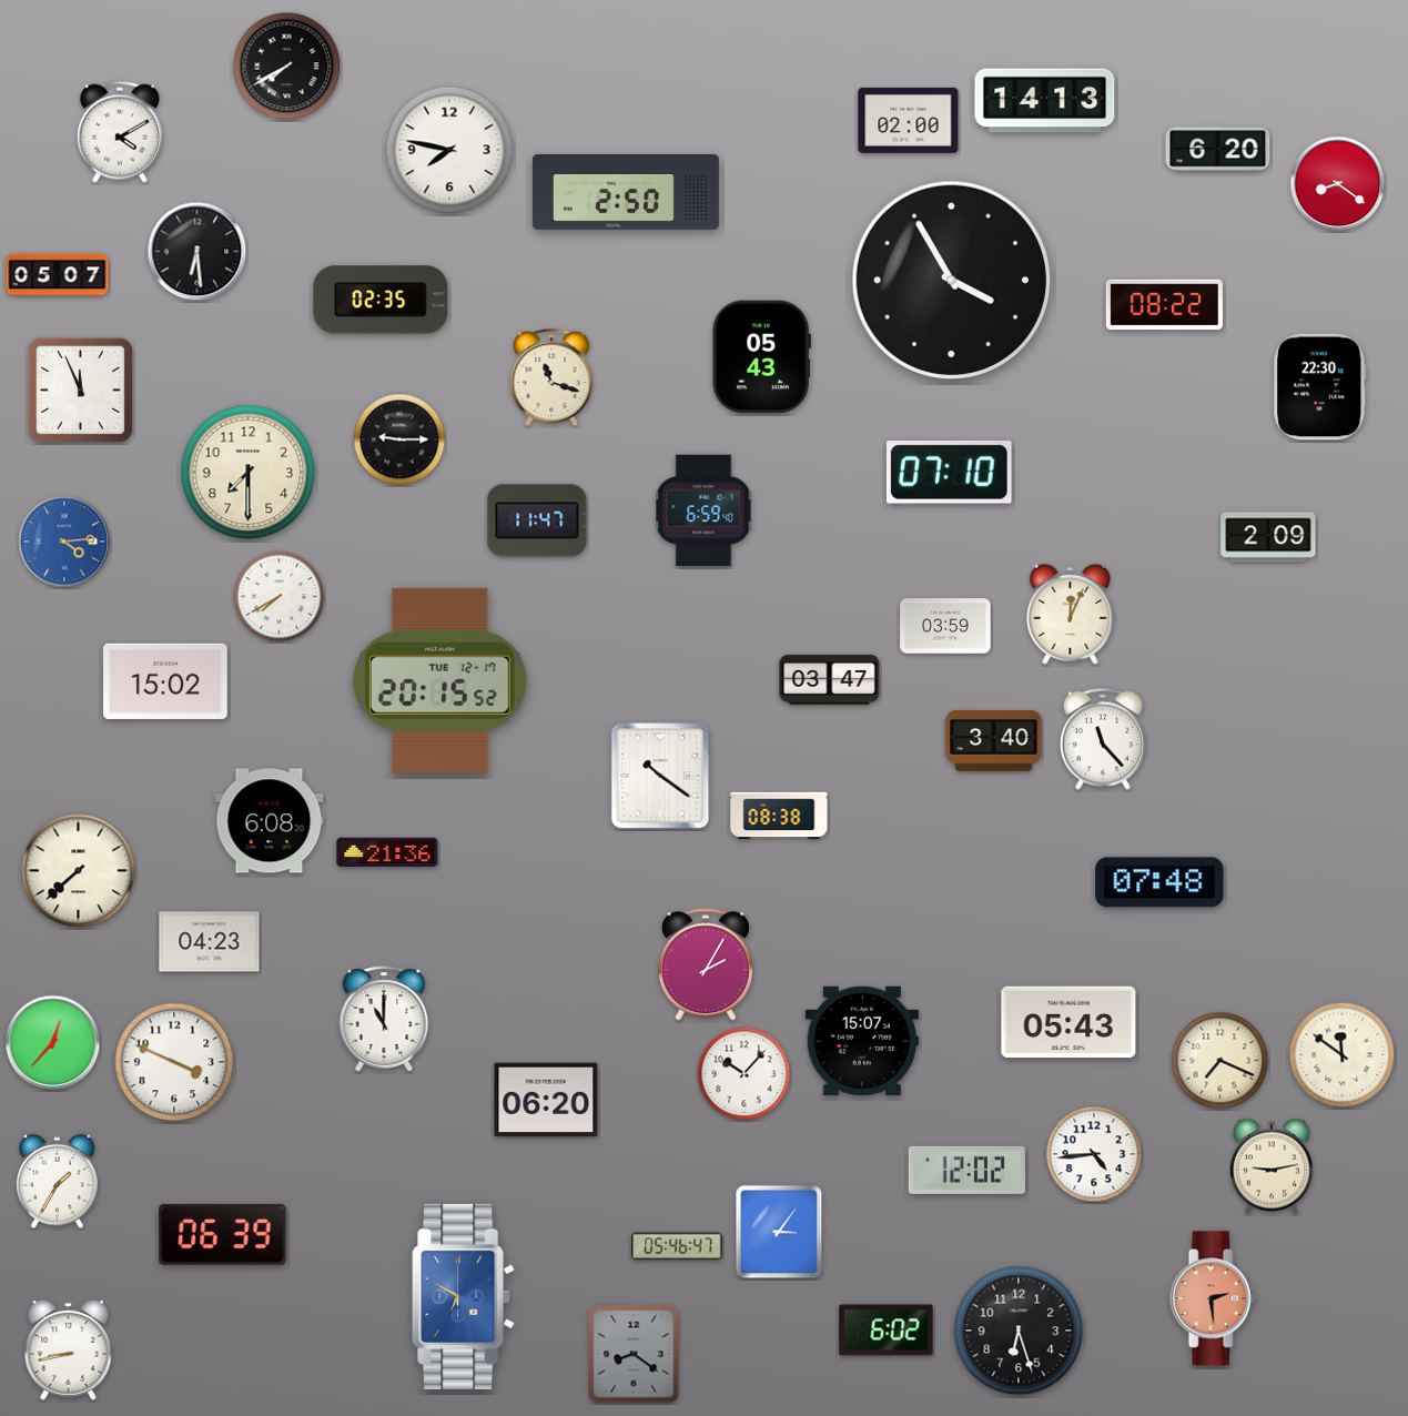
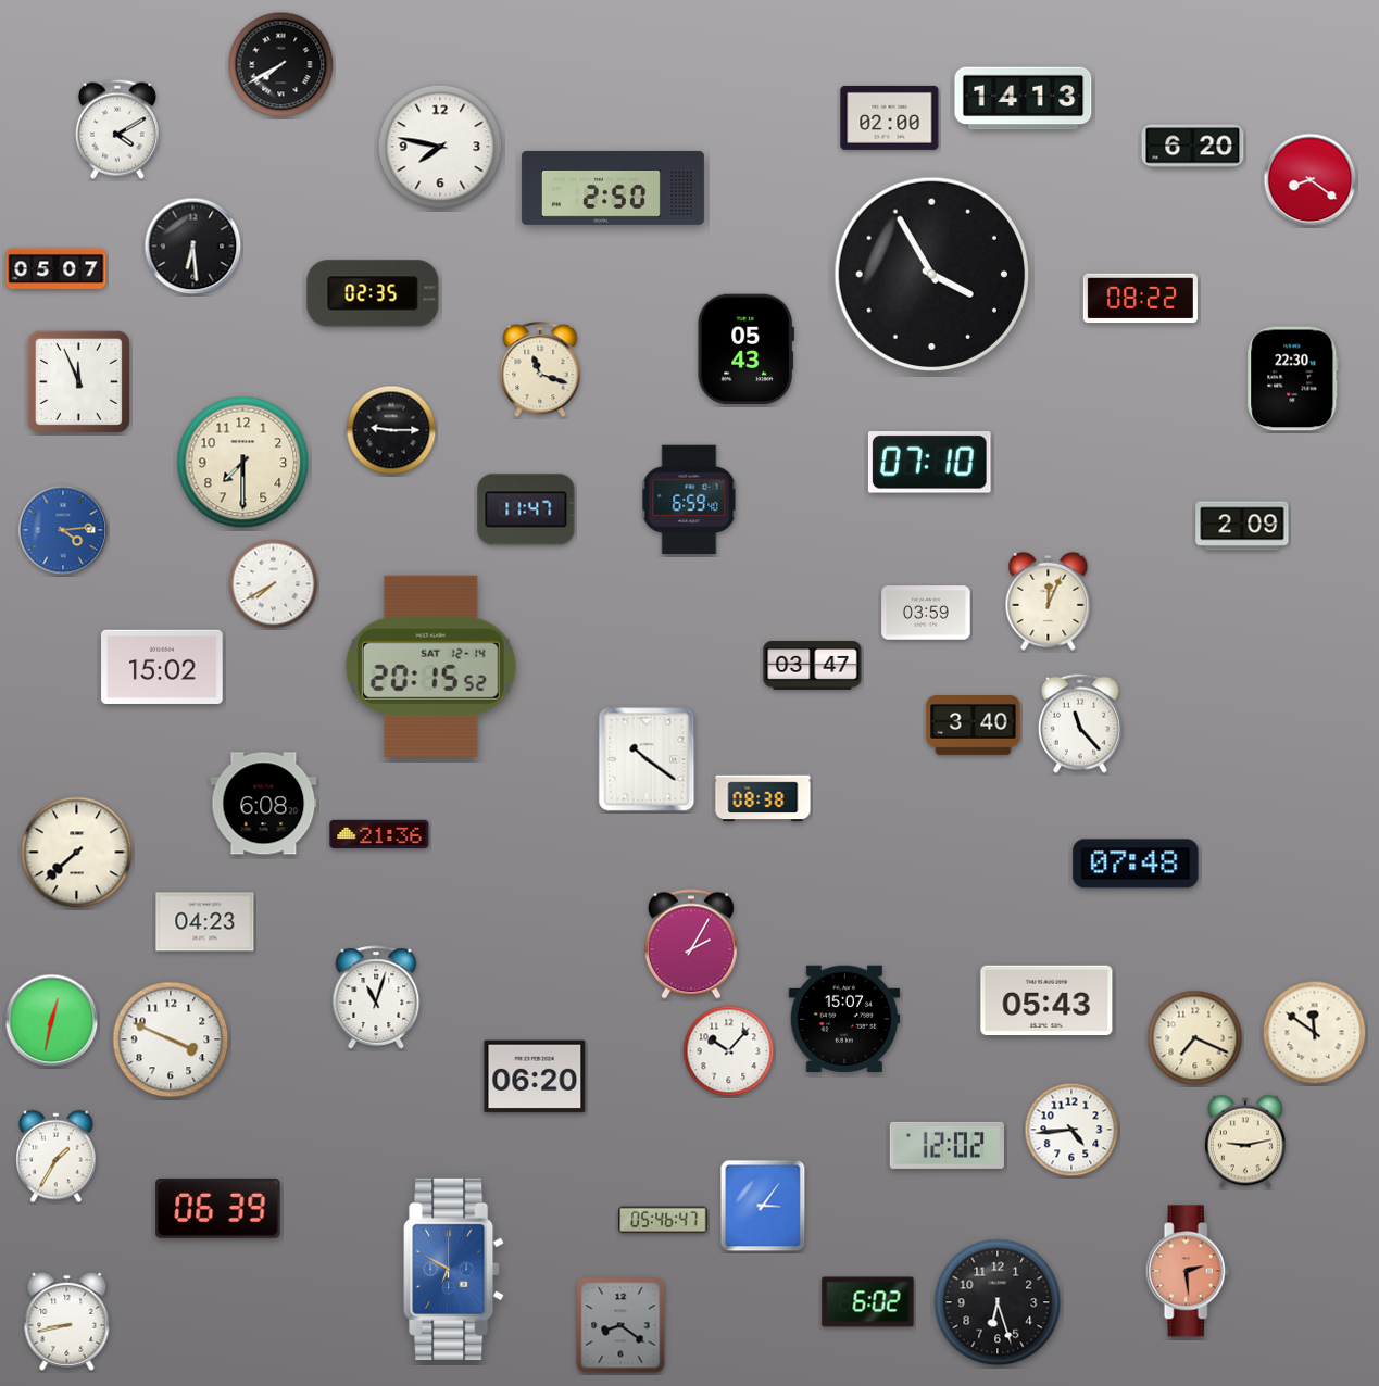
clock at (439, 680) date: TUE 12-17 -> SAT 12-14
clock at (384, 1019): 11:00 -> 11:03
clock at (53, 1043): 12:37 -> 12:32
